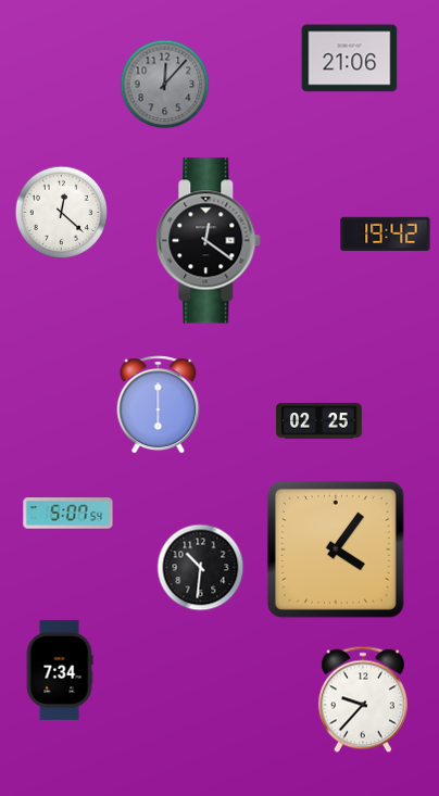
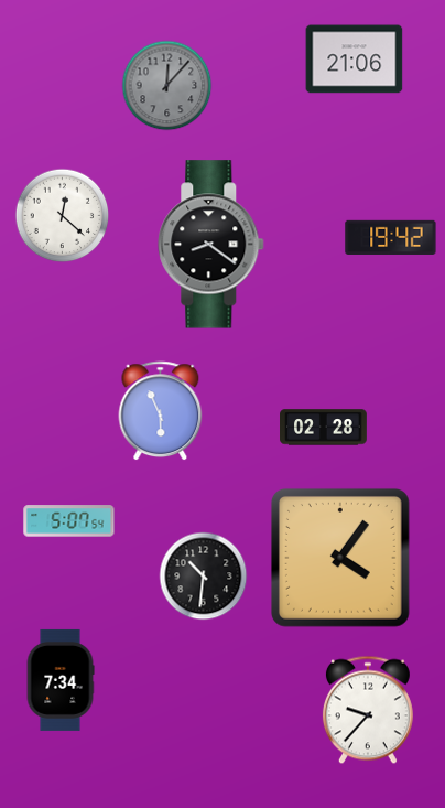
clock at (209, 241): 12:21 -> 8:21
clock at (159, 405): 6:00 -> 5:56
clock at (319, 421): 02:25 -> 02:28
